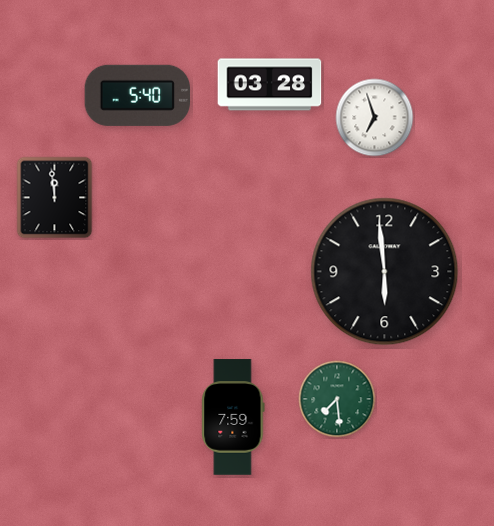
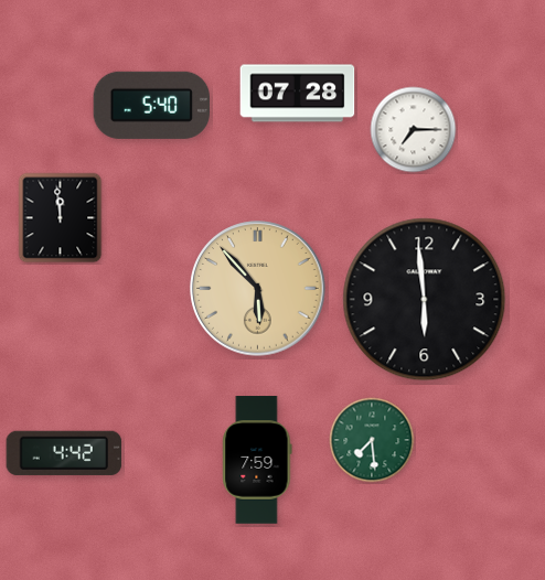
clock at (270, 85): 03:28 -> 07:28
clock at (375, 118): 6:57 -> 7:15
clock at (258, 289): none -> 5:53
clock at (64, 453): none -> 4:42
